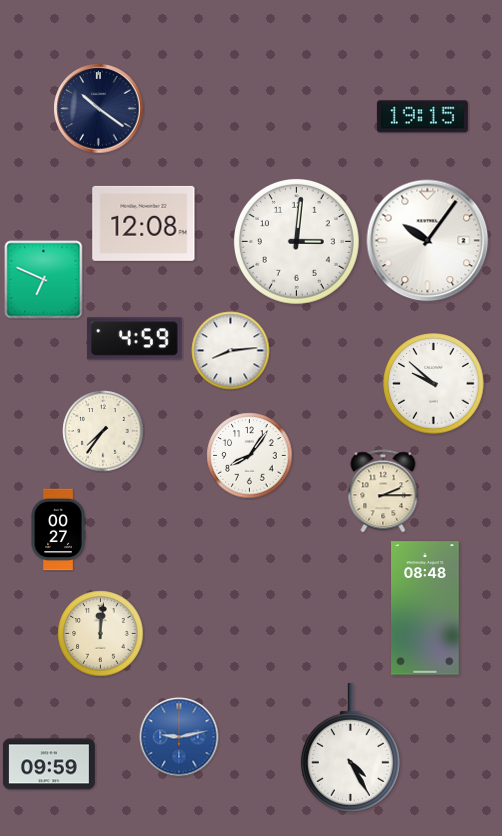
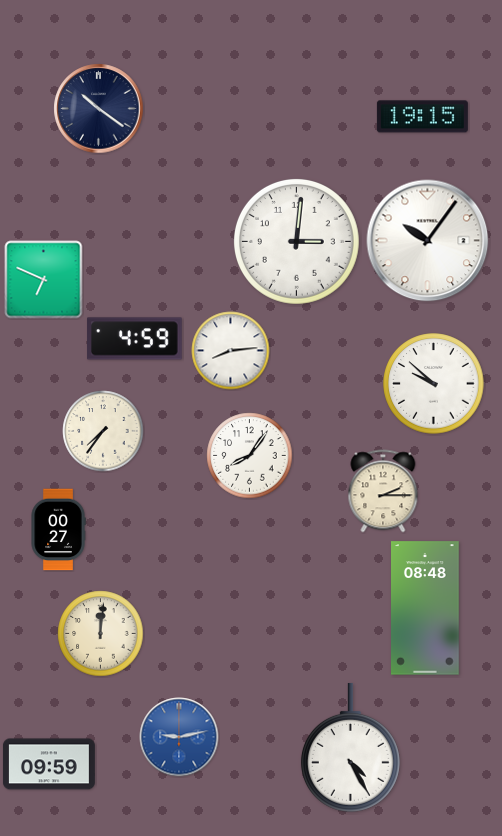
clock at (144, 223): 12:08 -> none
